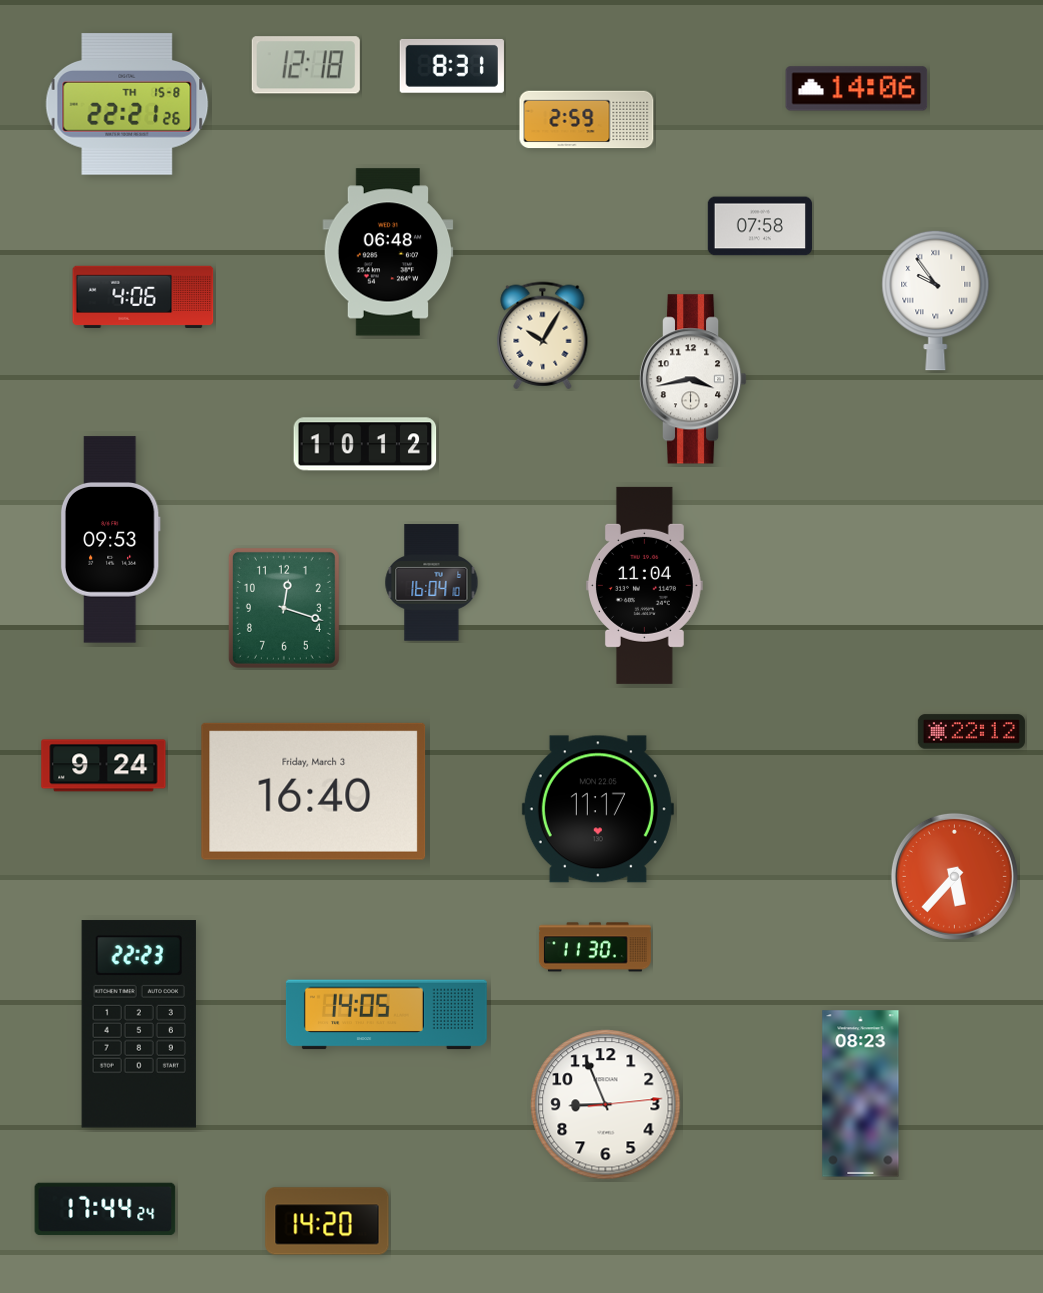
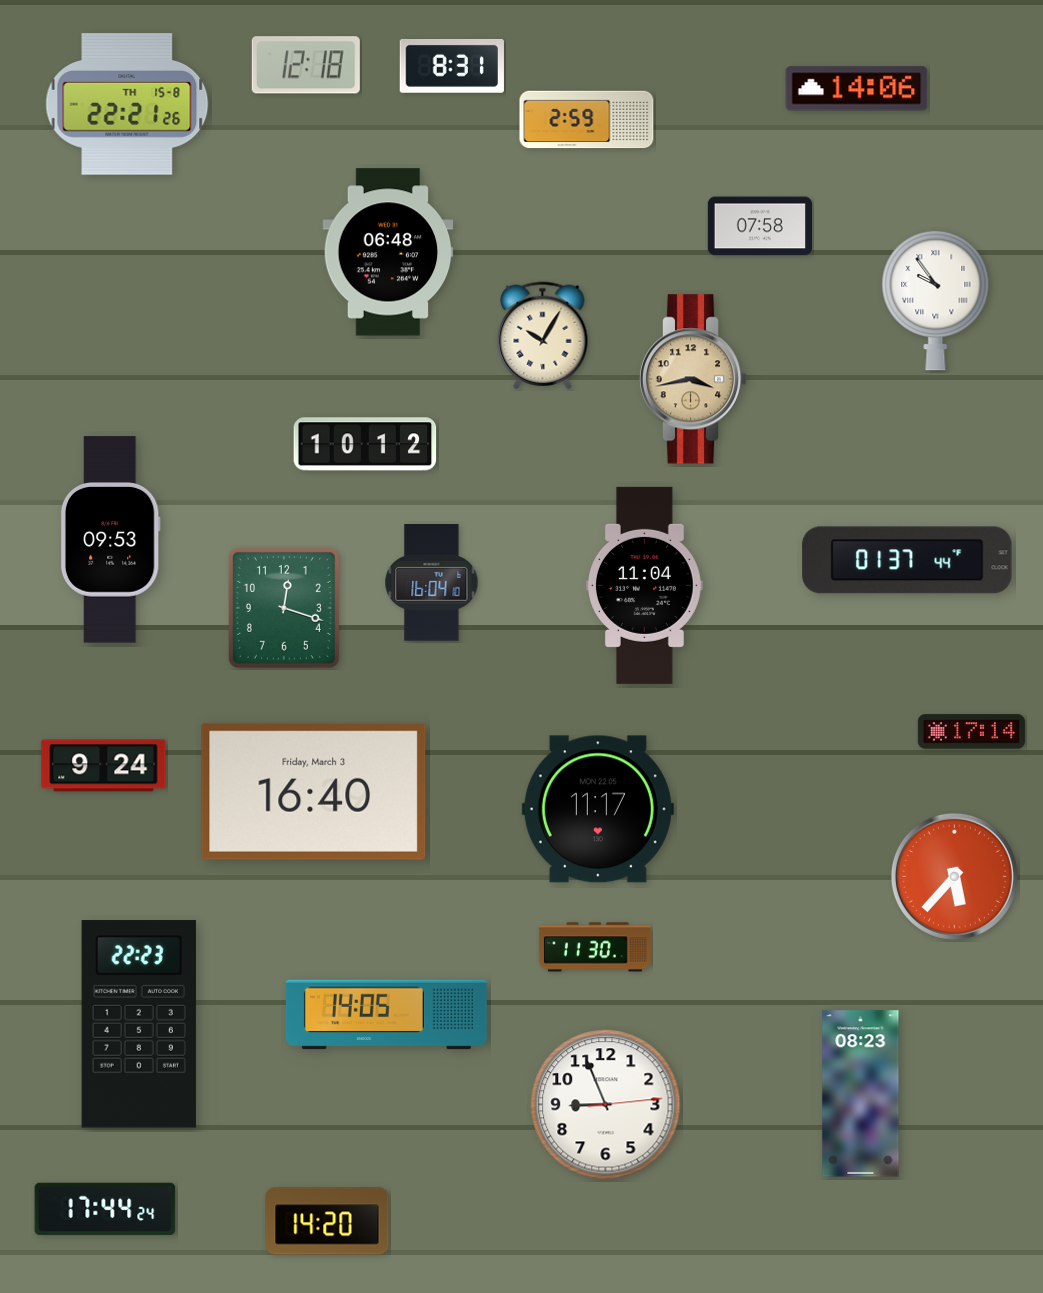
clock at (143, 297): 4:06 -> none
clock at (693, 379) dial: white -> champagne
clock at (907, 560): none -> 01:37
clock at (971, 732): 22:12 -> 17:14
